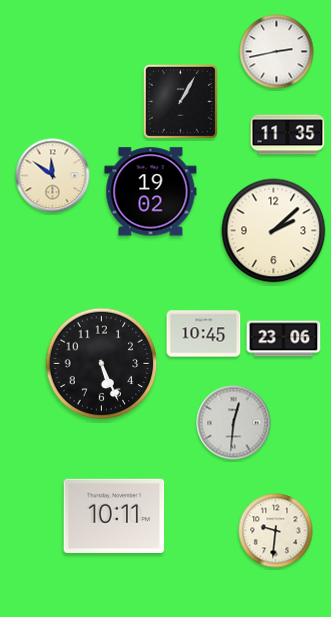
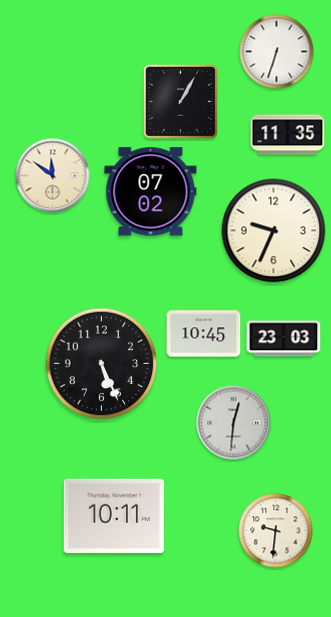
clock at (277, 52): 2:43 -> 6:33
clock at (151, 192): 19:02 -> 07:02
clock at (274, 231): 2:08 -> 9:34
clock at (284, 339): 23:06 -> 23:03
